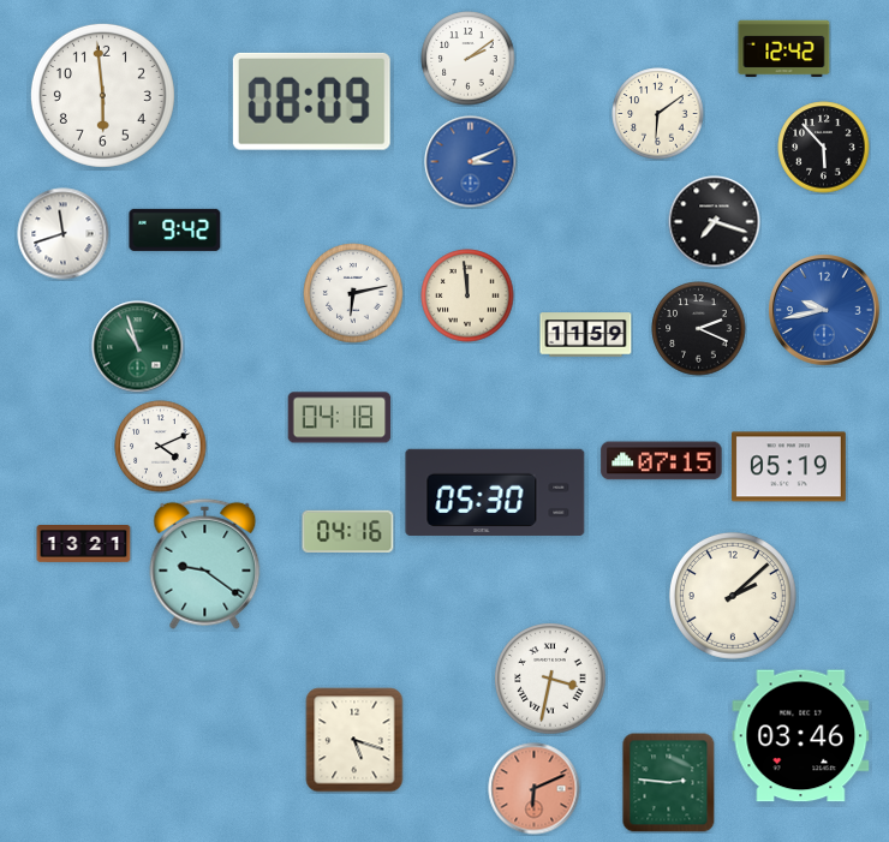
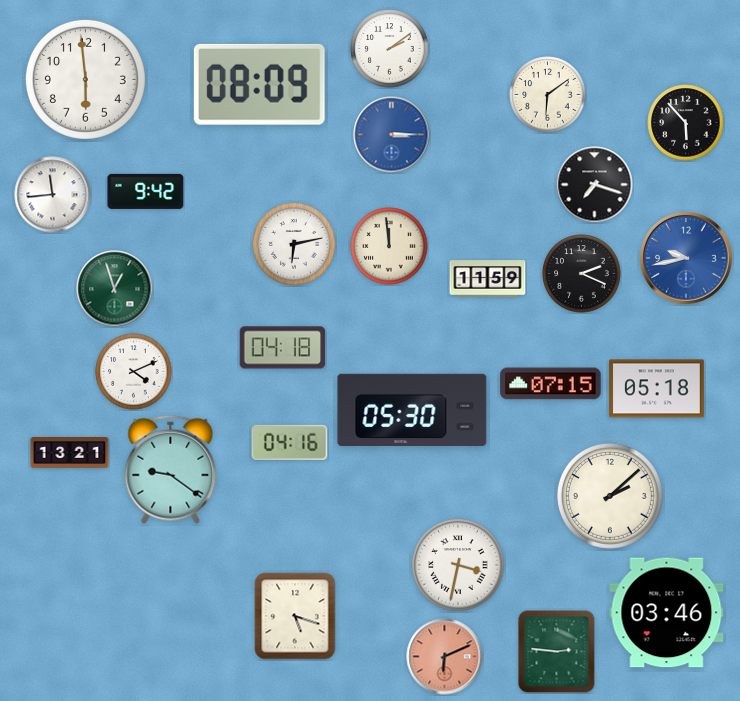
clock at (784, 48): 12:42 -> none
clock at (471, 162): 3:11 -> 3:15
clock at (64, 234): 11:42 -> 11:44
clock at (138, 347): 10:57 -> 12:57
clock at (789, 467): 05:19 -> 05:18
